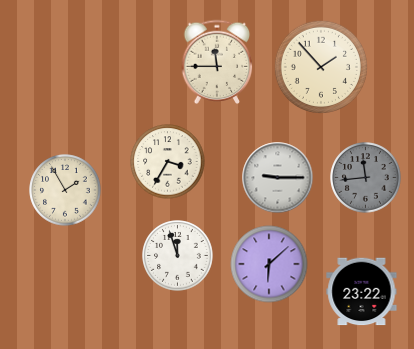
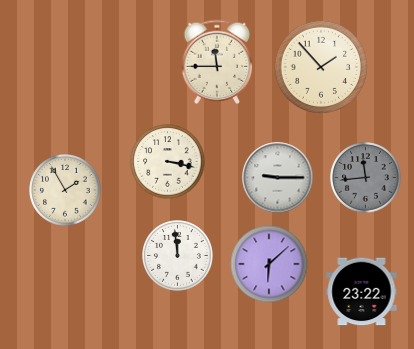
clock at (168, 162): 3:35 -> 3:17
clock at (178, 256): 11:57 -> 11:59
